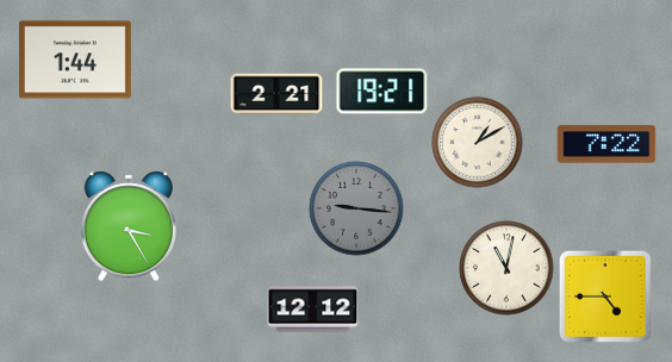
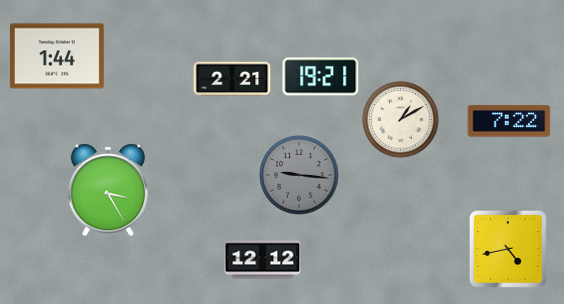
clock at (75, 60) position: (75, 60) -> (57, 56)
clock at (506, 268): 11:02 -> none
clock at (605, 297): 4:45 -> 4:43
